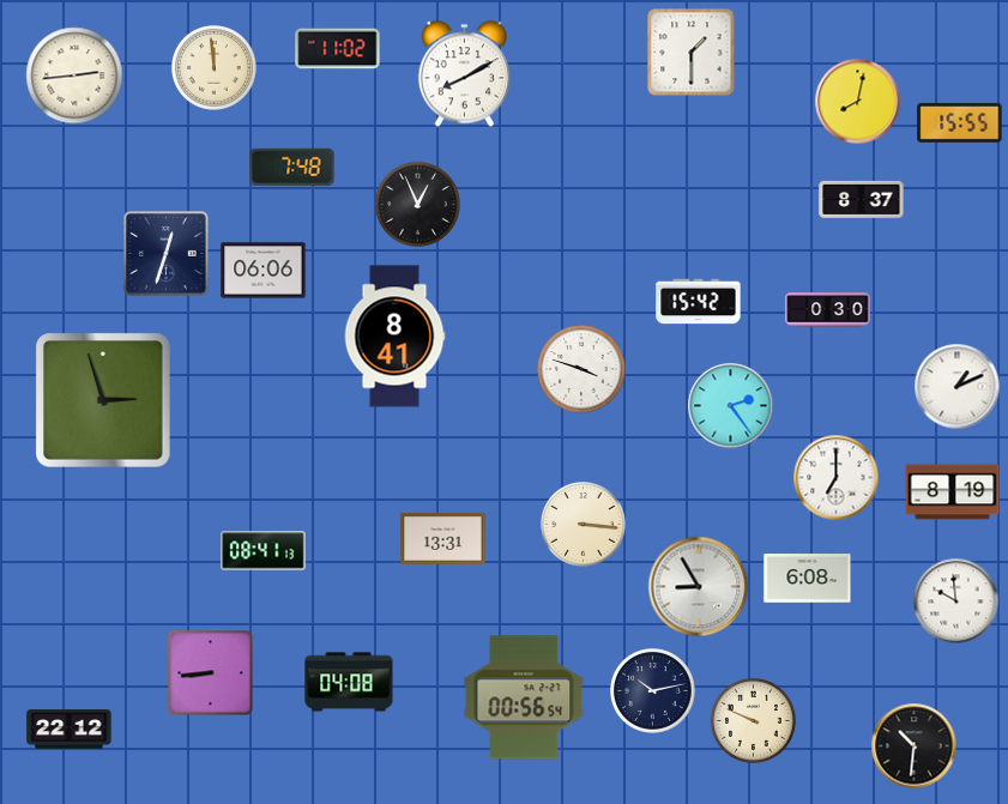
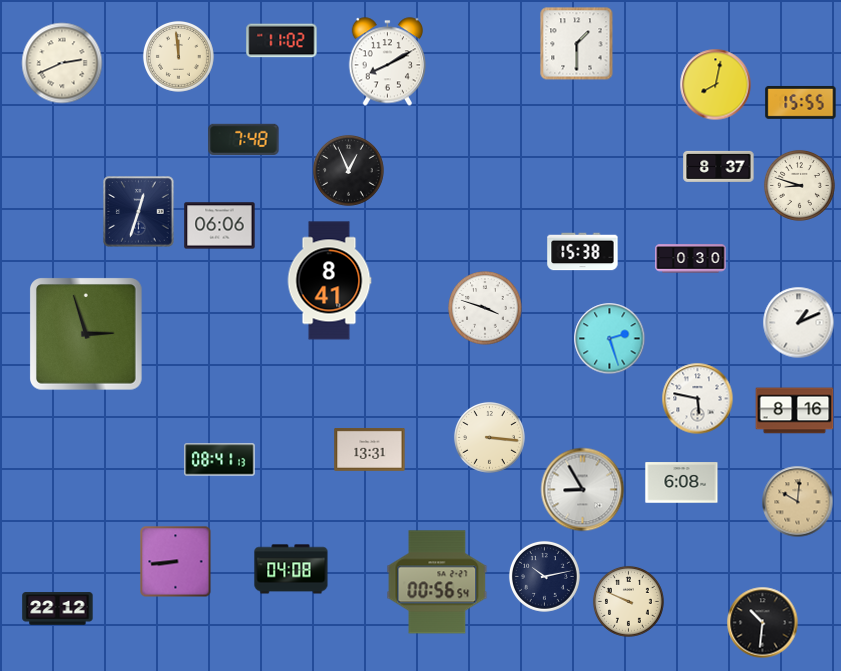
clock at (74, 75): 2:44 -> 2:41
clock at (800, 186): none -> 8:48
clock at (699, 302): 15:42 -> 15:38
clock at (731, 406): 2:24 -> 2:27
clock at (837, 478): 7:00 -> 5:47
clock at (953, 492): 8:19 -> 8:16
clock at (584, 525) position: (584, 525) -> (490, 438)
clock at (808, 579) position: (808, 579) -> (682, 483)
clock at (956, 602): 9:59 -> 10:01
clock at (956, 602) dial: white -> champagne
